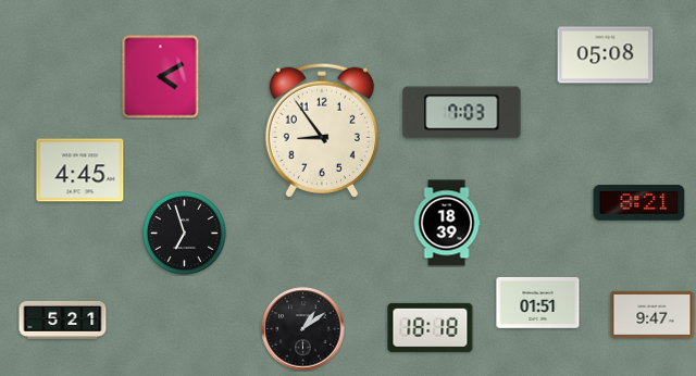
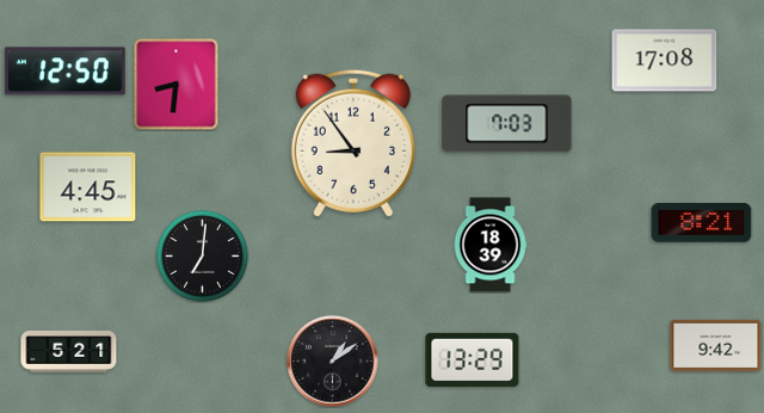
clock at (606, 55): 05:08 -> 17:08
clock at (64, 72): none -> 12:50
clock at (161, 76): 4:10 -> 8:31
clock at (185, 234): 6:57 -> 7:01
clock at (538, 302): 01:51 -> none
clock at (652, 314): 9:47 -> 9:42
clock at (431, 327): 18:18 -> 13:29
